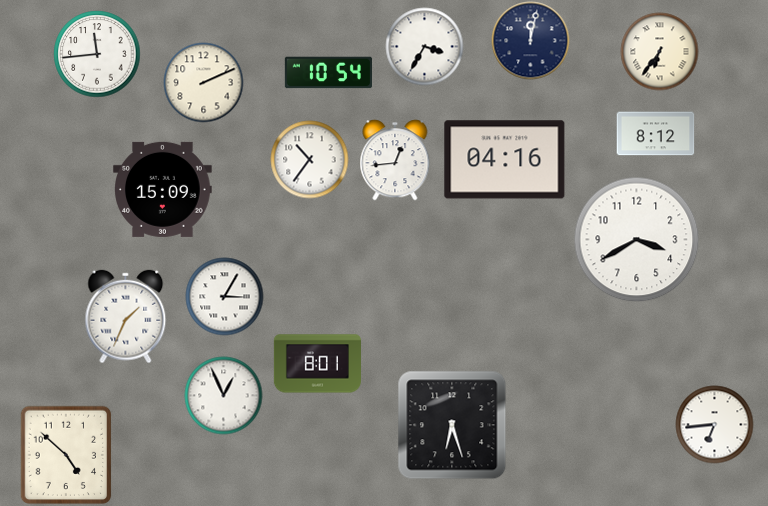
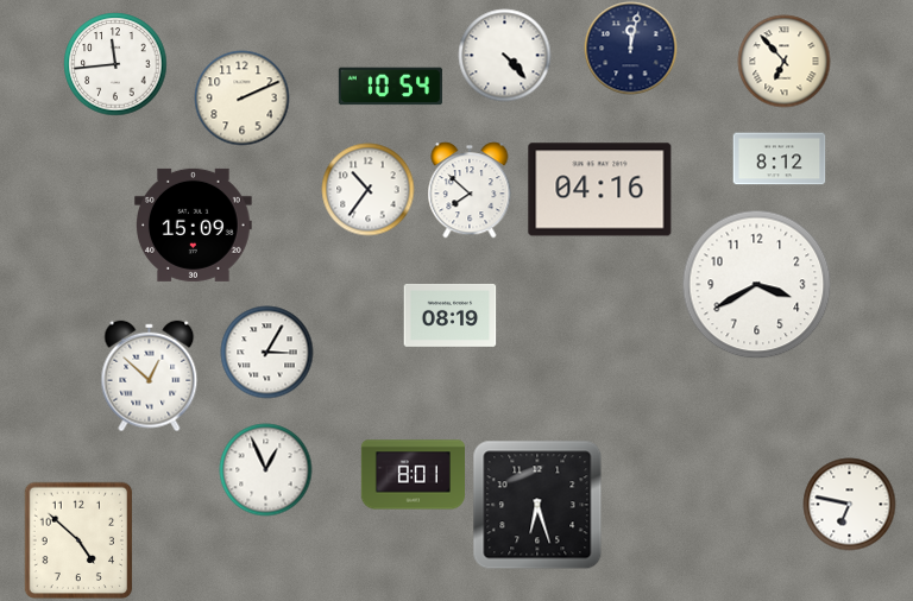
clock at (424, 46): 3:35 -> 4:23
clock at (659, 51): 6:36 -> 6:53
clock at (395, 160): 12:44 -> 7:52
clock at (449, 315): none -> 08:19
clock at (126, 316): 1:34 -> 12:52
clock at (317, 364) position: (317, 364) -> (413, 475)
clock at (714, 424): 6:44 -> 6:47
